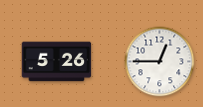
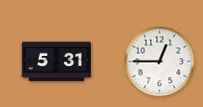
clock at (57, 62): 5:26 -> 5:31
